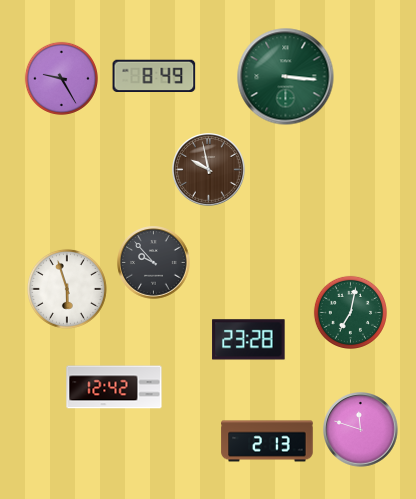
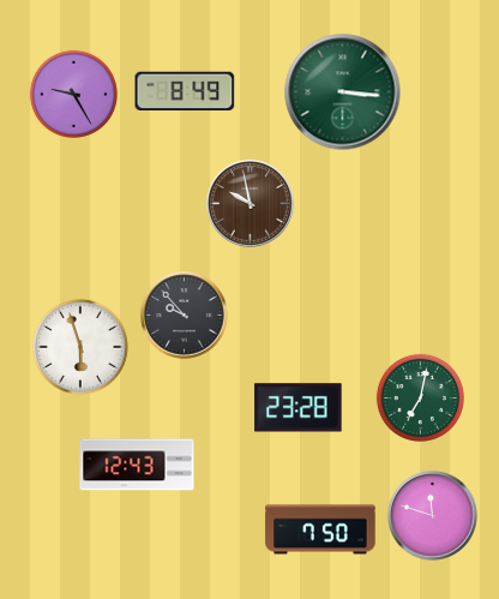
clock at (350, 312) position: (350, 312) -> (420, 397)
clock at (114, 387): 12:42 -> 12:43
clock at (267, 441): 2:13 -> 7:50
